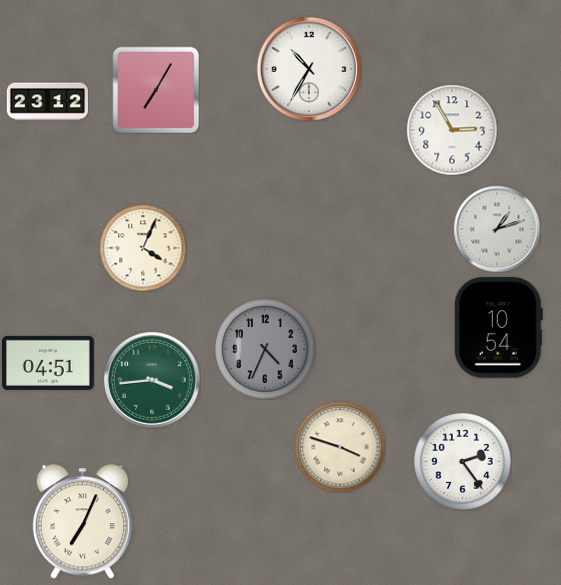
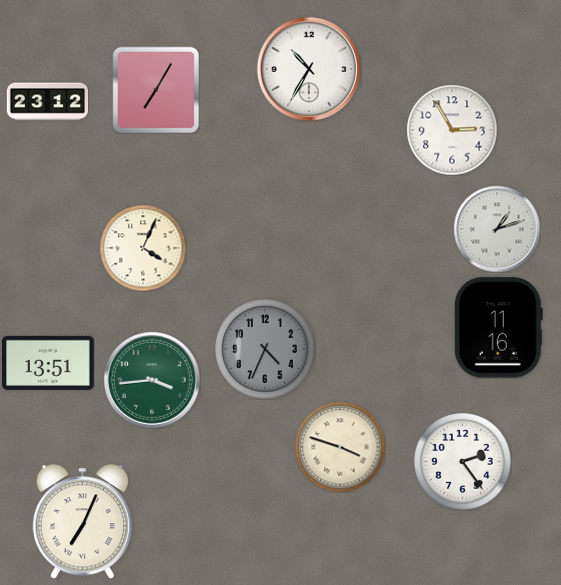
clock at (498, 328): 10:54 -> 11:16
clock at (49, 363): 04:51 -> 13:51
